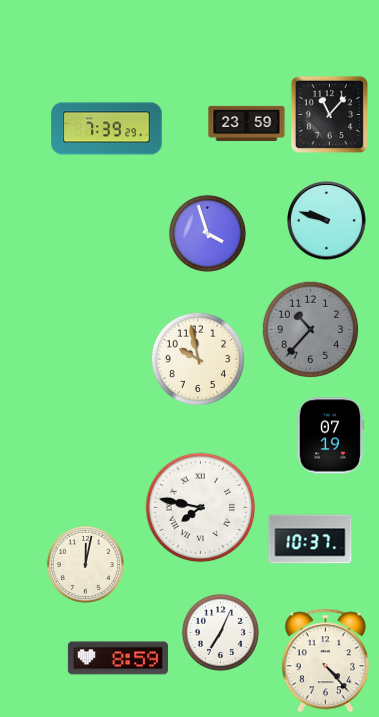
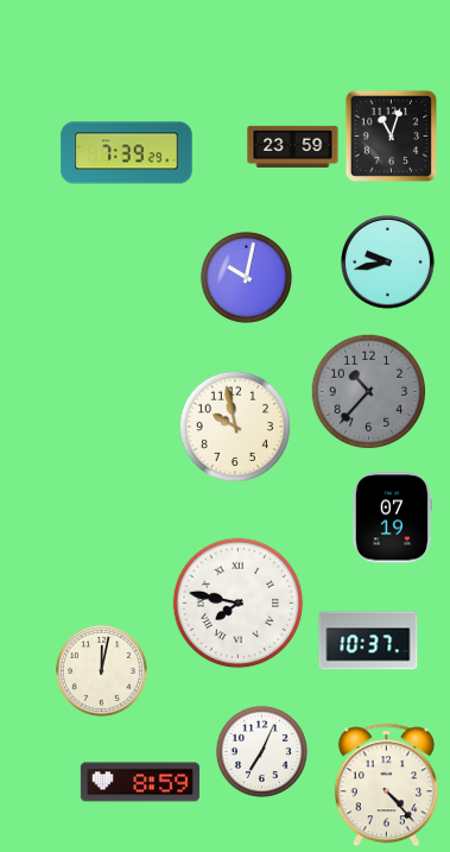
clock at (329, 114): 11:07 -> 11:03
clock at (327, 221): 9:48 -> 9:43
clock at (207, 233): 3:57 -> 10:02
